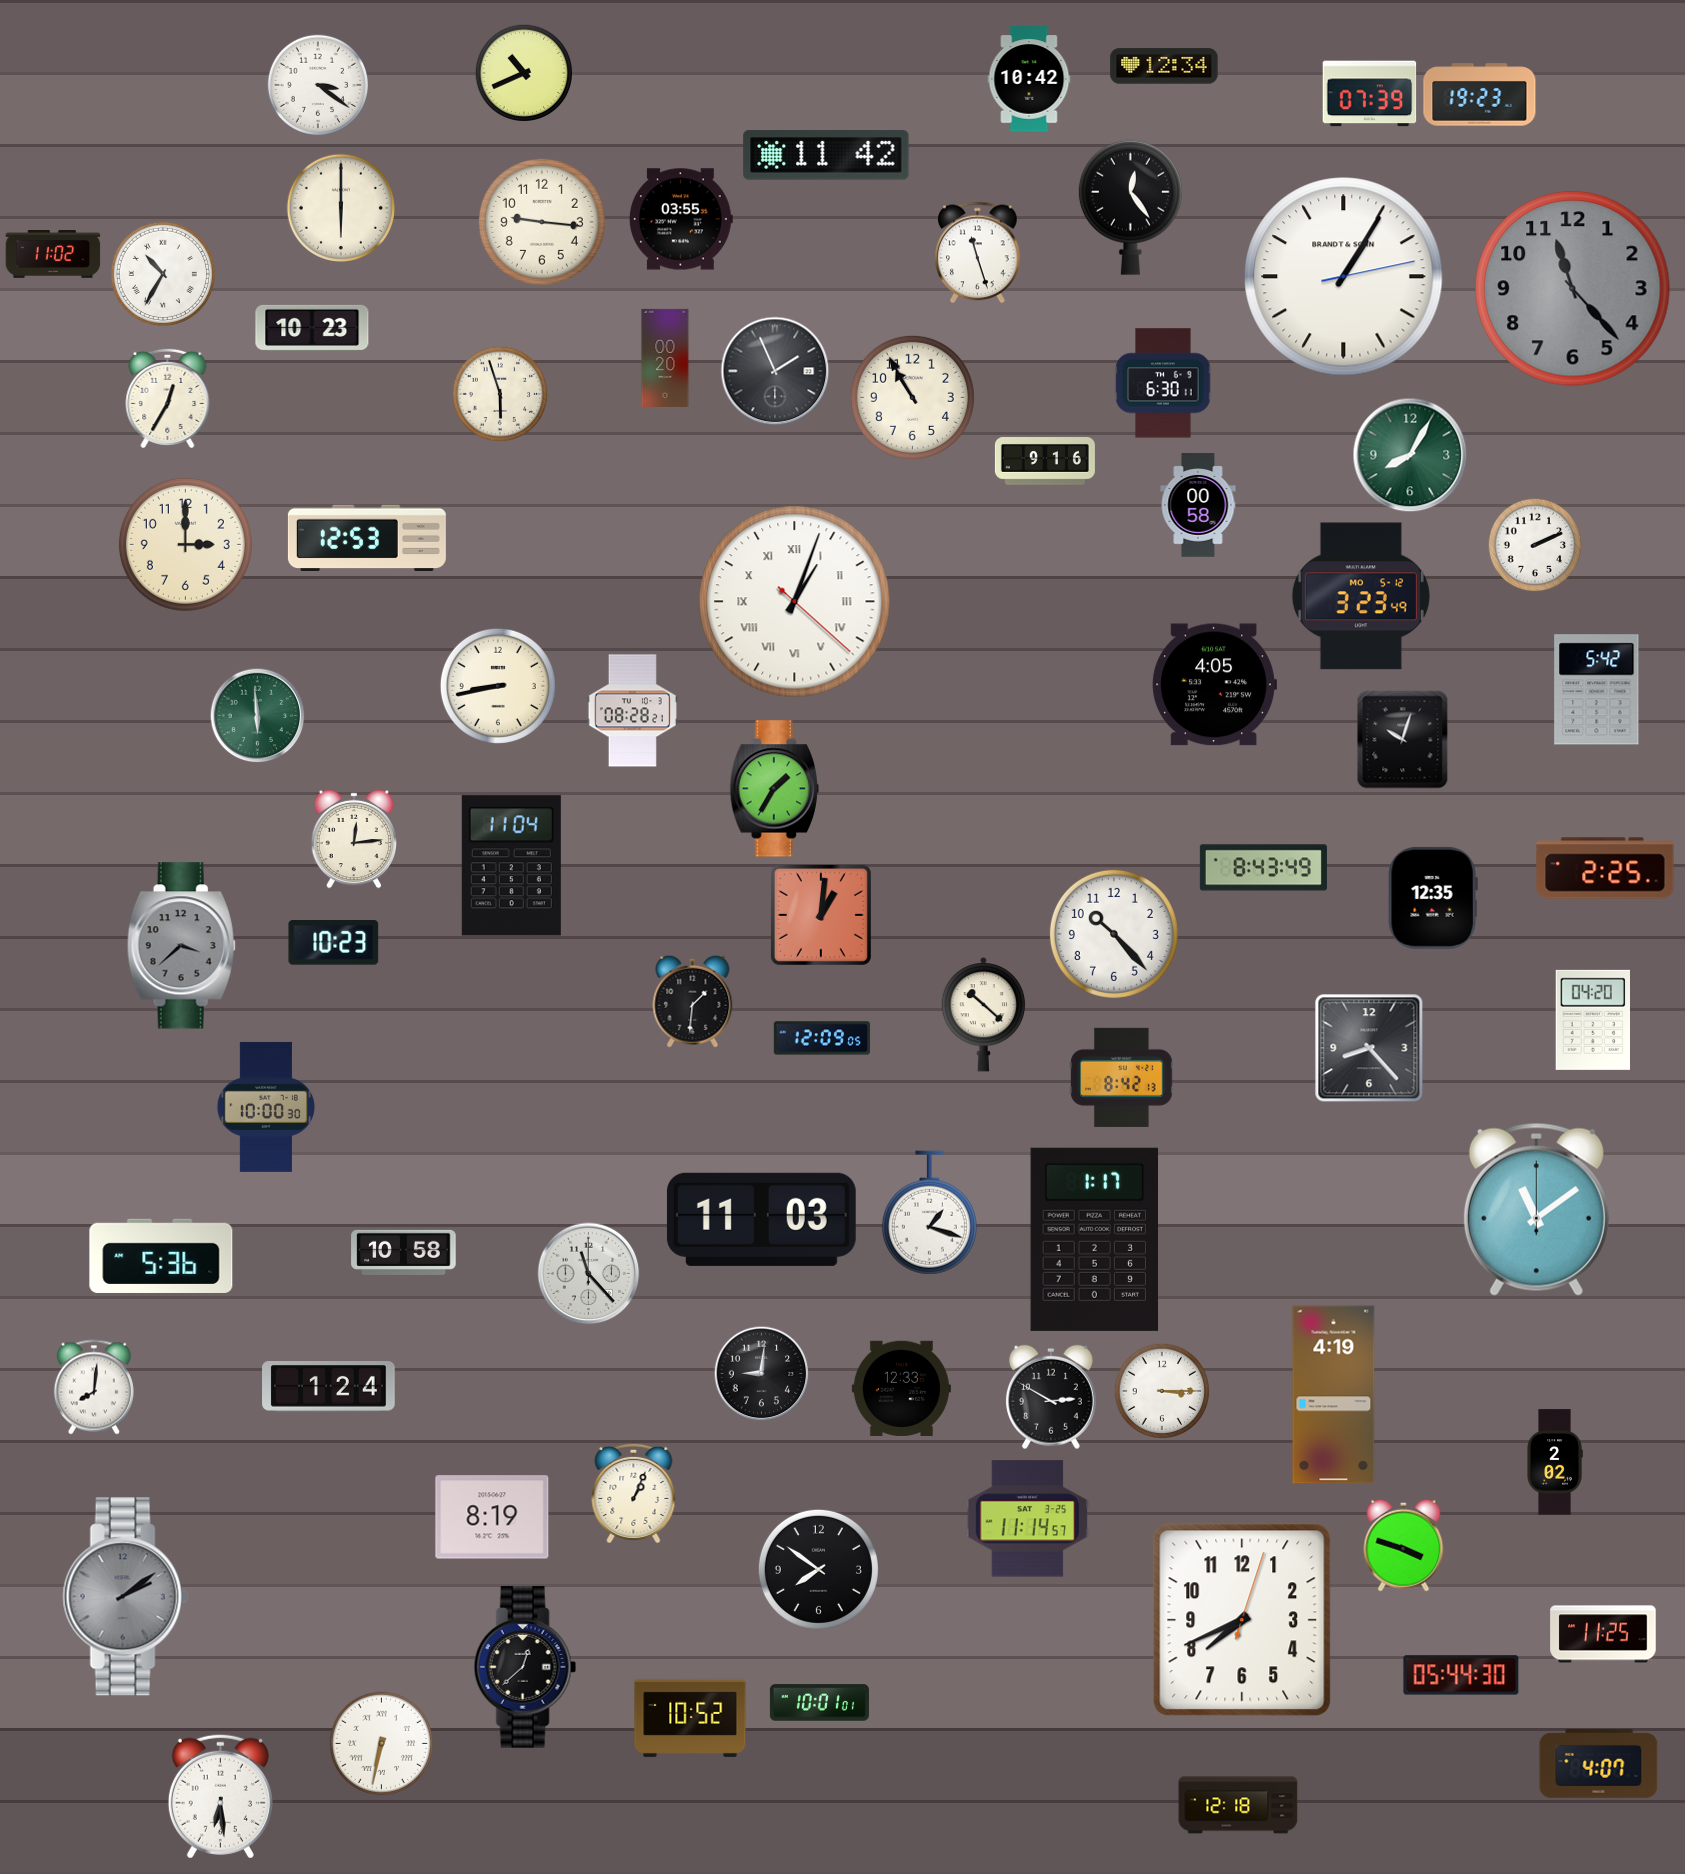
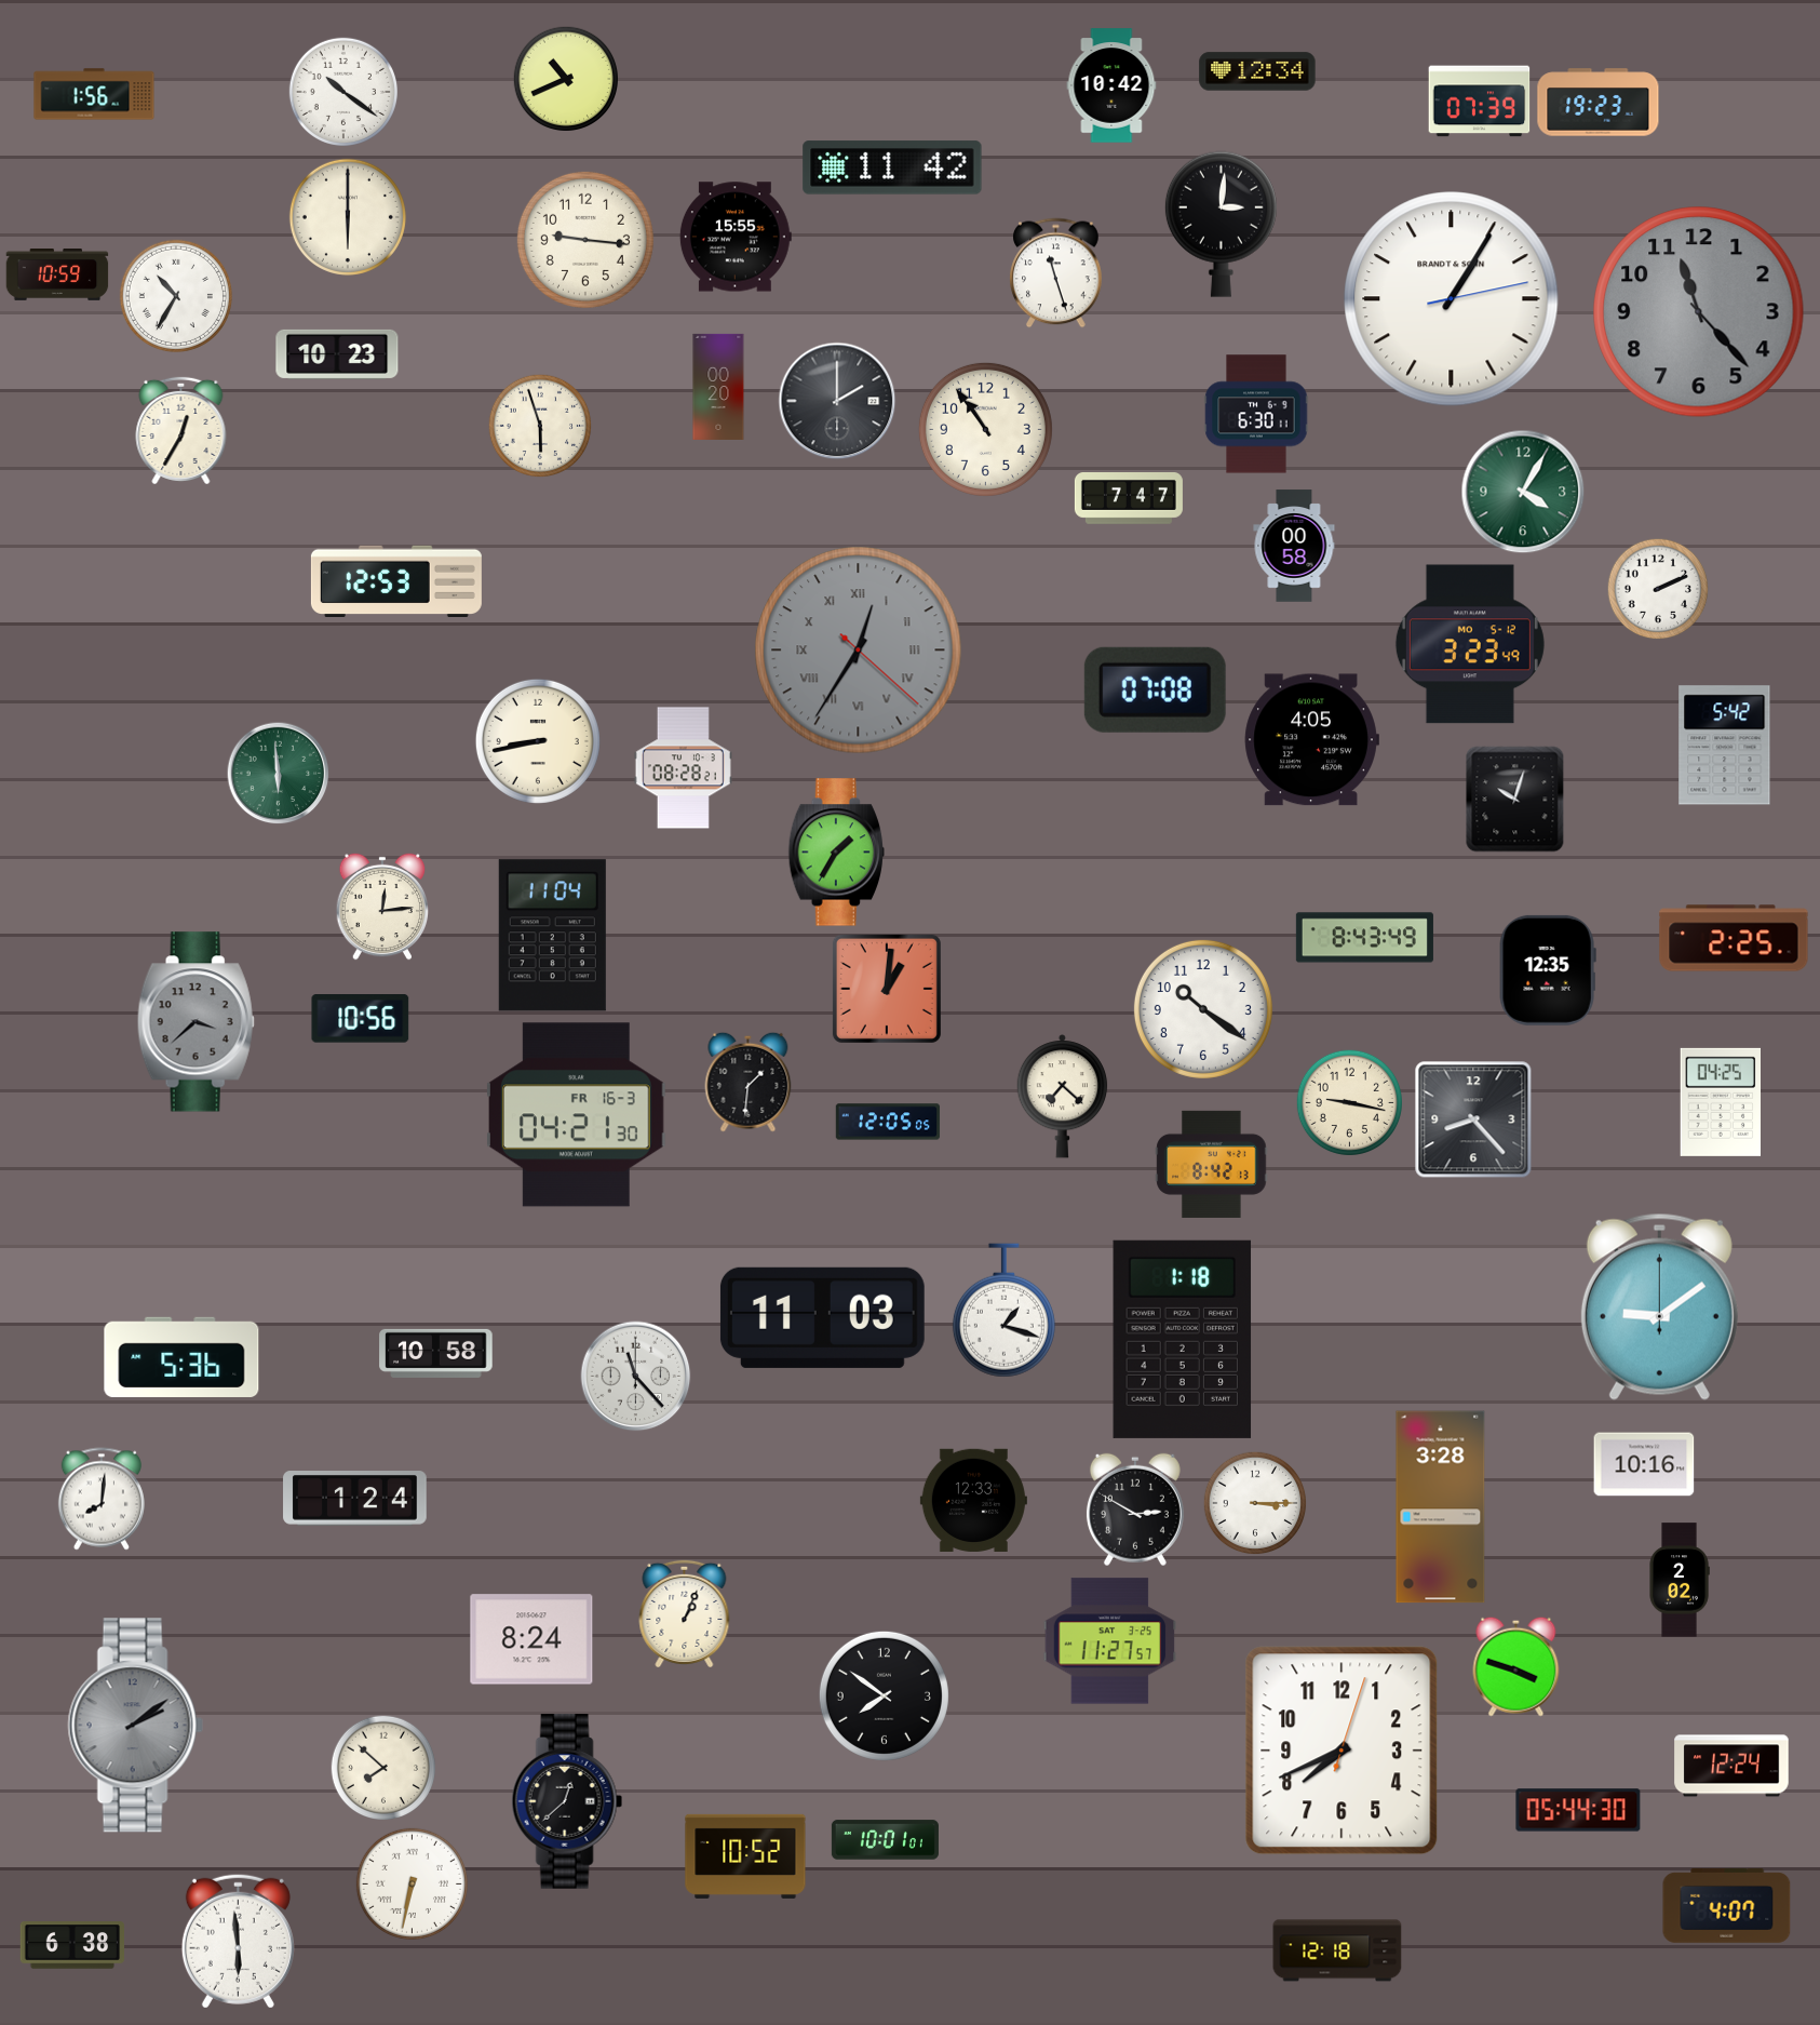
clock at (317, 84): 3:21 -> 10:21
clock at (94, 94): none -> 1:56
clock at (1130, 207): 12:24 -> 3:01
clock at (341, 208) position: (341, 208) -> (348, 217)
clock at (681, 219): 03:55 -> 15:55
clock at (53, 255): 11:02 -> 10:59
clock at (775, 371): 1:56 -> 2:00
clock at (912, 397): 10:55 -> 10:54
clock at (1410, 455): 8:05 -> 4:05
clock at (1045, 462): 9:16 -> 7:47
clock at (185, 544): 3:00 -> none
clock at (795, 602): 1:03 -> 12:35
clock at (795, 602) dial: white -> grey
clock at (1155, 689): none -> 07:08
clock at (1114, 934): 10:23 -> 10:21
clock at (334, 943): 10:23 -> 10:56
clock at (984, 1015): 10:22 -> 7:22
clock at (1349, 1102): none -> 9:17
clock at (1592, 1020): 04:20 -> 04:25
clock at (576, 1115): none -> 04:21
clock at (822, 1038): 12:09 -> 12:05
clock at (1369, 1048) position: (1369, 1048) -> (1473, 1119)
clock at (266, 1107): 10:00 -> none
clock at (1536, 1209): 11:09 -> 9:09
clock at (1095, 1239): 1:17 -> 1:18
clock at (161, 1256) position: (161, 1256) -> (181, 1357)
clock at (1644, 1464): none -> 10:16
clock at (762, 1374): 9:01 -> none
clock at (1334, 1395): 4:19 -> 3:28
clock at (492, 1517): 8:19 -> 8:24
clock at (1028, 1519): 11:14 -> 11:27
clock at (1404, 1545) position: (1404, 1545) -> (1516, 1666)
clock at (1603, 1634): 11:25 -> 12:24
clock at (383, 1768): none -> 7:52
clock at (220, 1796): 6:29 -> 5:59
clock at (72, 1945): none -> 6:38
